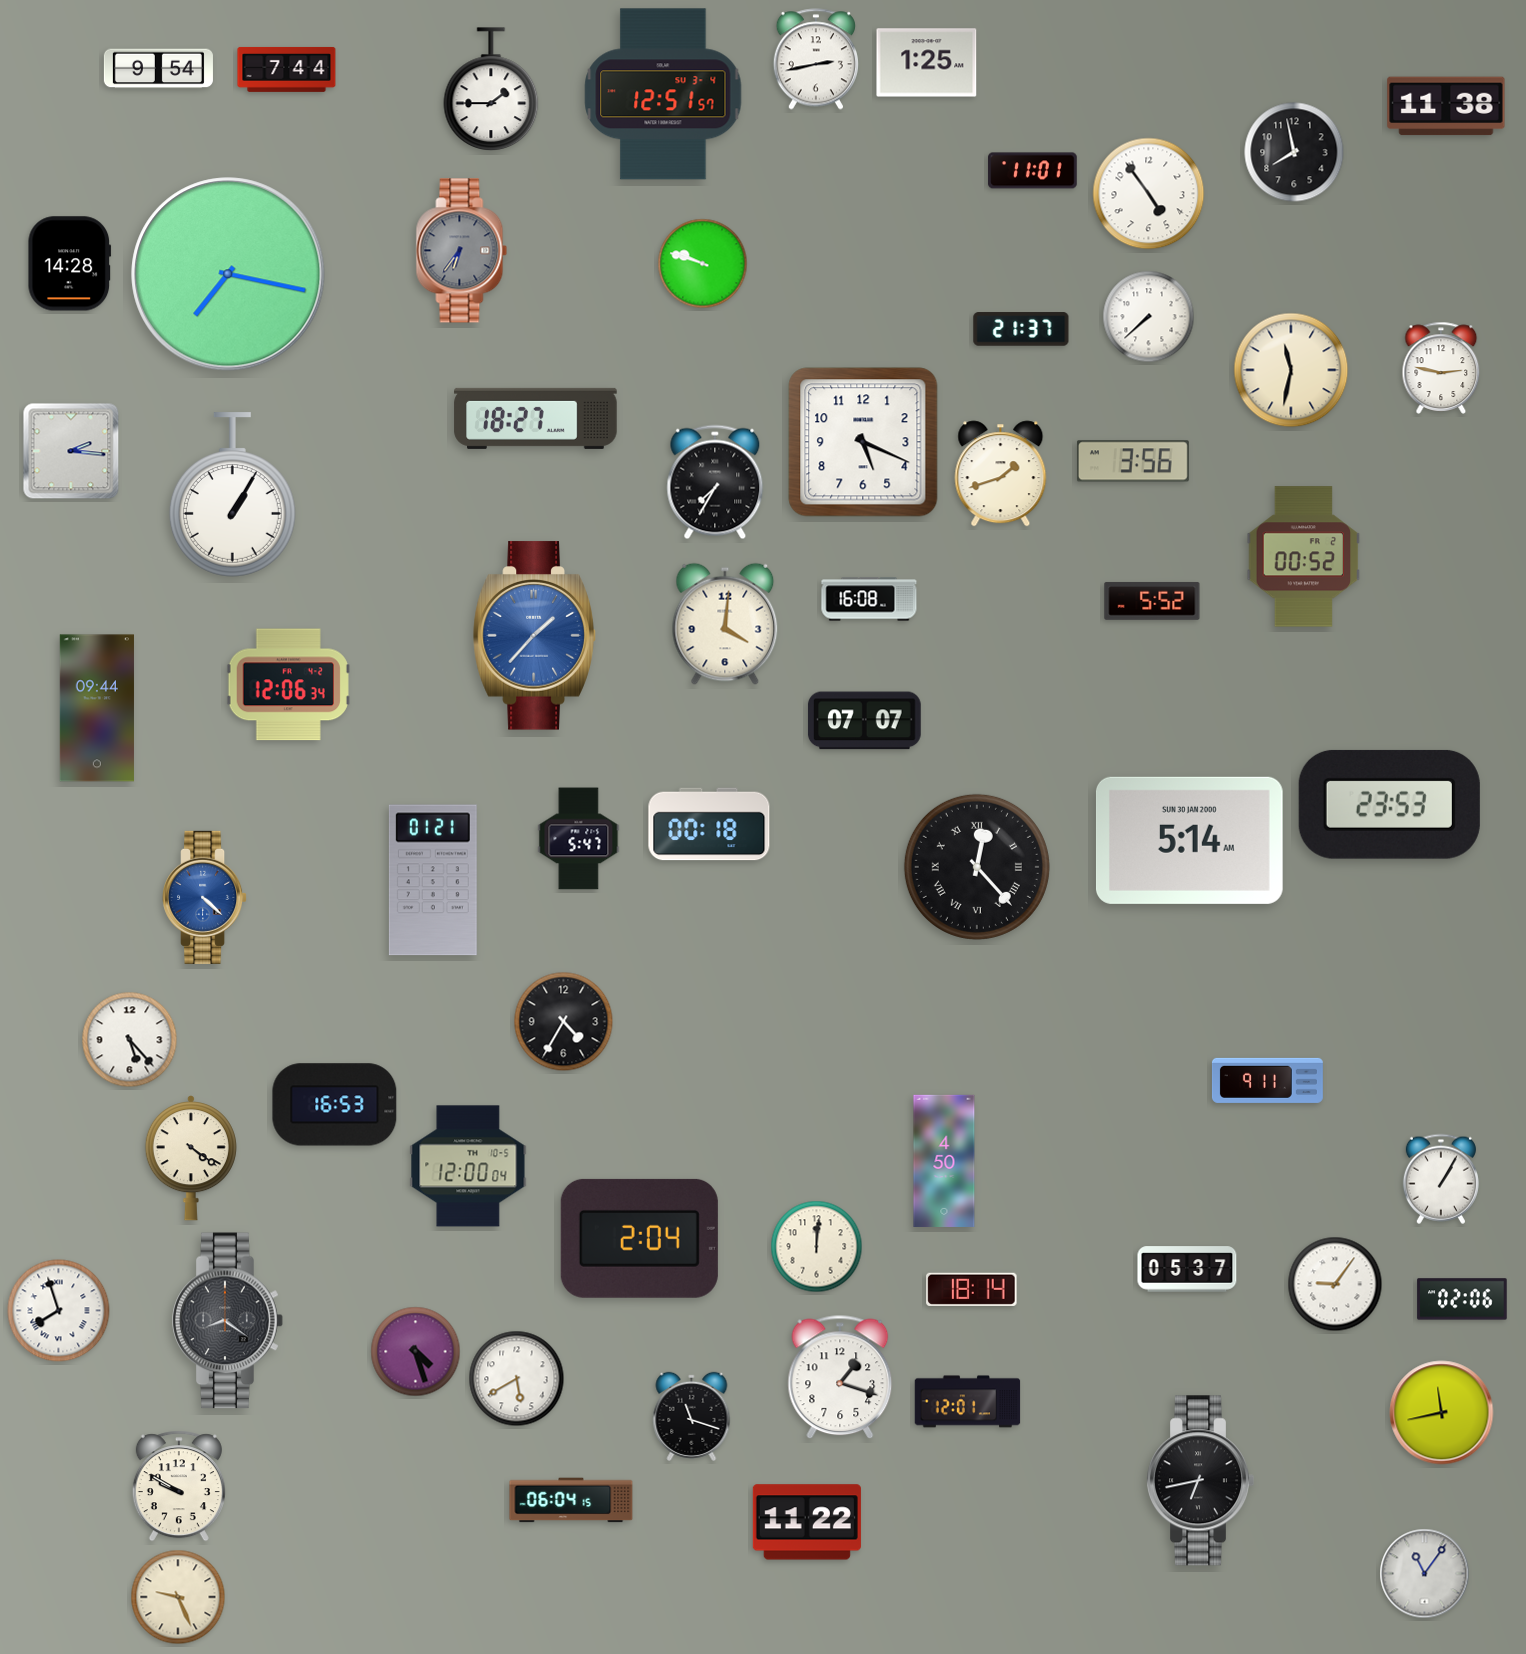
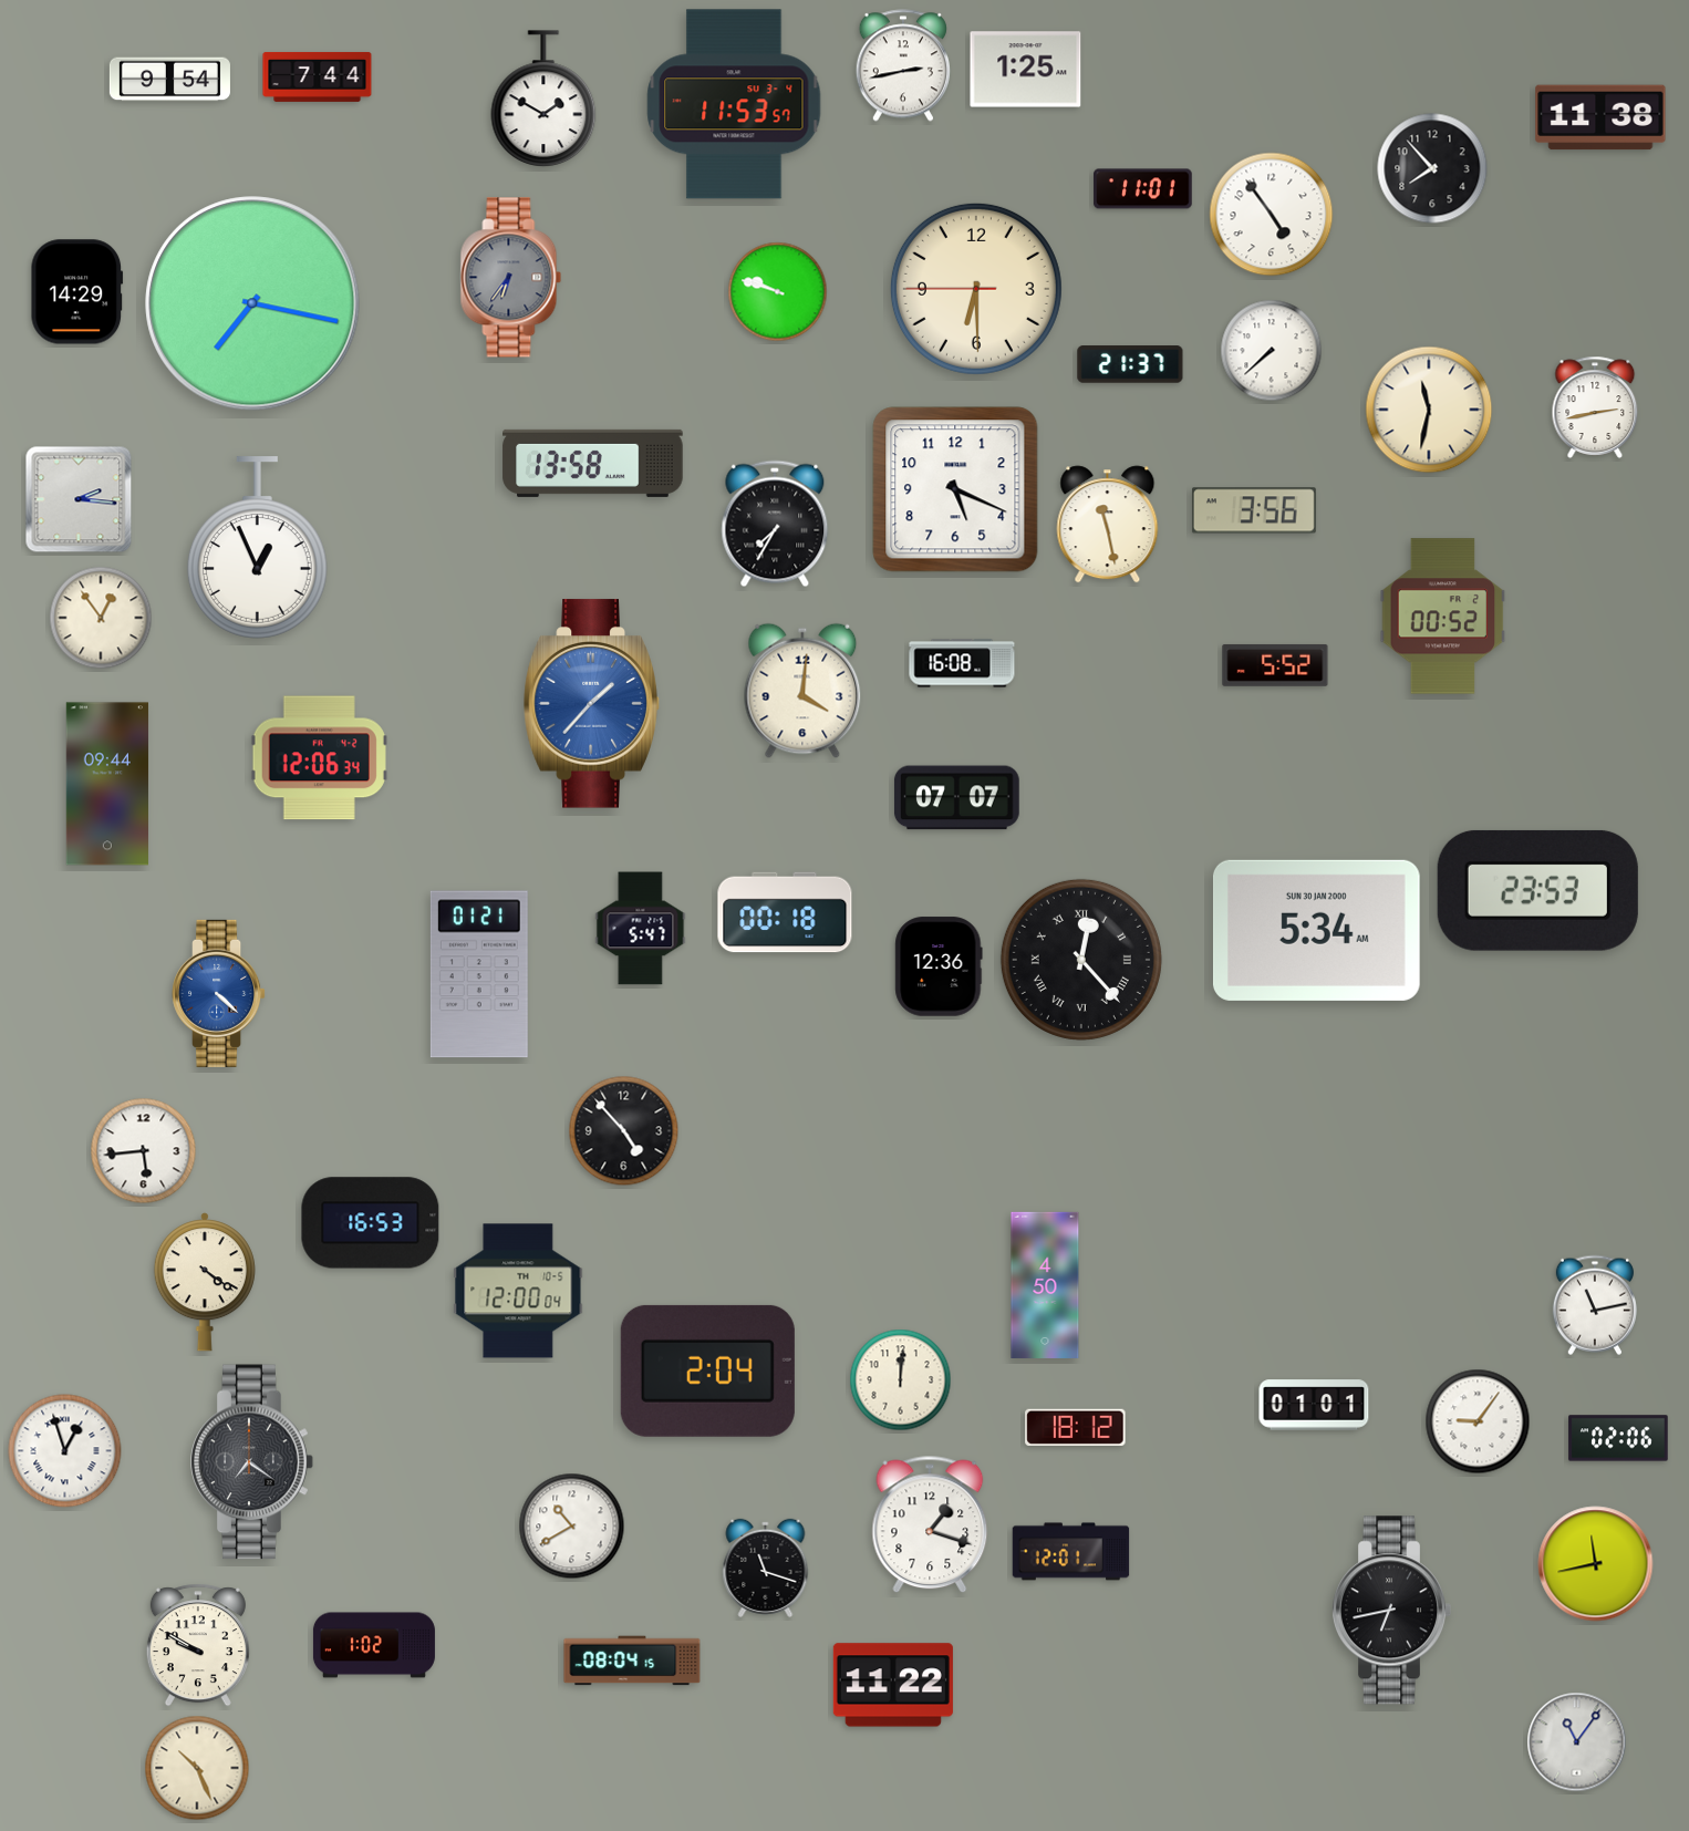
clock at (158, 69) position: (158, 69) -> (169, 80)
clock at (491, 89): 1:45 -> 1:50
clock at (663, 94): 12:51 -> 11:53
clock at (1294, 152): 7:58 -> 7:53
clock at (976, 289): none -> 6:29
clock at (70, 264): 14:28 -> 14:29
clock at (1441, 368): 2:47 -> 2:43
clock at (536, 418): 18:27 -> 13:58
clock at (1001, 474): 1:42 -> 11:28
clock at (715, 482) position: (715, 482) -> (775, 524)
clock at (232, 495): 1:05 -> 12:56
clock at (101, 618): none -> 12:54
clock at (1189, 840): 5:14 -> 5:34
clock at (939, 966): none -> 12:36
clock at (205, 897) position: (205, 897) -> (219, 993)
clock at (564, 1022): 4:35 -> 4:53
clock at (130, 1040): 5:23 -> 5:44
clock at (1267, 1080): 9:11 -> none
clock at (191, 1158) position: (191, 1158) -> (205, 1282)
clock at (1441, 1179): 1:05 -> 11:13
clock at (817, 1247) position: (817, 1247) -> (901, 1380)
clock at (1187, 1269): 05:37 -> 01:01
clock at (972, 1289): 18:14 -> 18:12
clock at (59, 1311): 7:57 -> 12:57
clock at (228, 1321): 8:21 -> 7:21
clock at (416, 1352): 4:27 -> none
clock at (517, 1379): 5:40 -> 10:40
clock at (1201, 1481) position: (1201, 1481) -> (1392, 1611)
clock at (374, 1645): none -> 1:02
clock at (571, 1500): 06:04 -> 08:04
clock at (178, 1597): 9:26 -> 10:26
